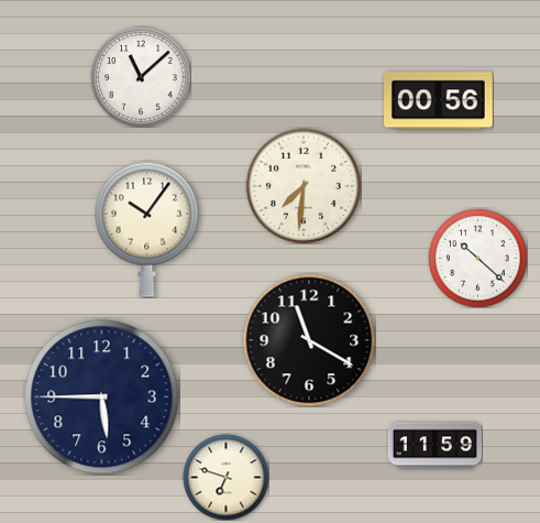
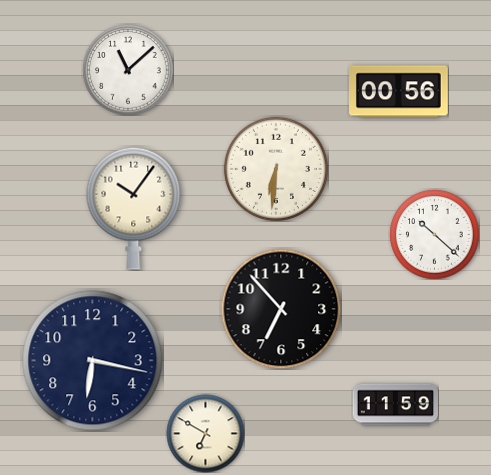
clock at (304, 186): 7:31 -> 6:31
clock at (309, 340): 11:20 -> 6:53
clock at (102, 397): 5:45 -> 6:17
clock at (225, 477): 6:48 -> 6:50
